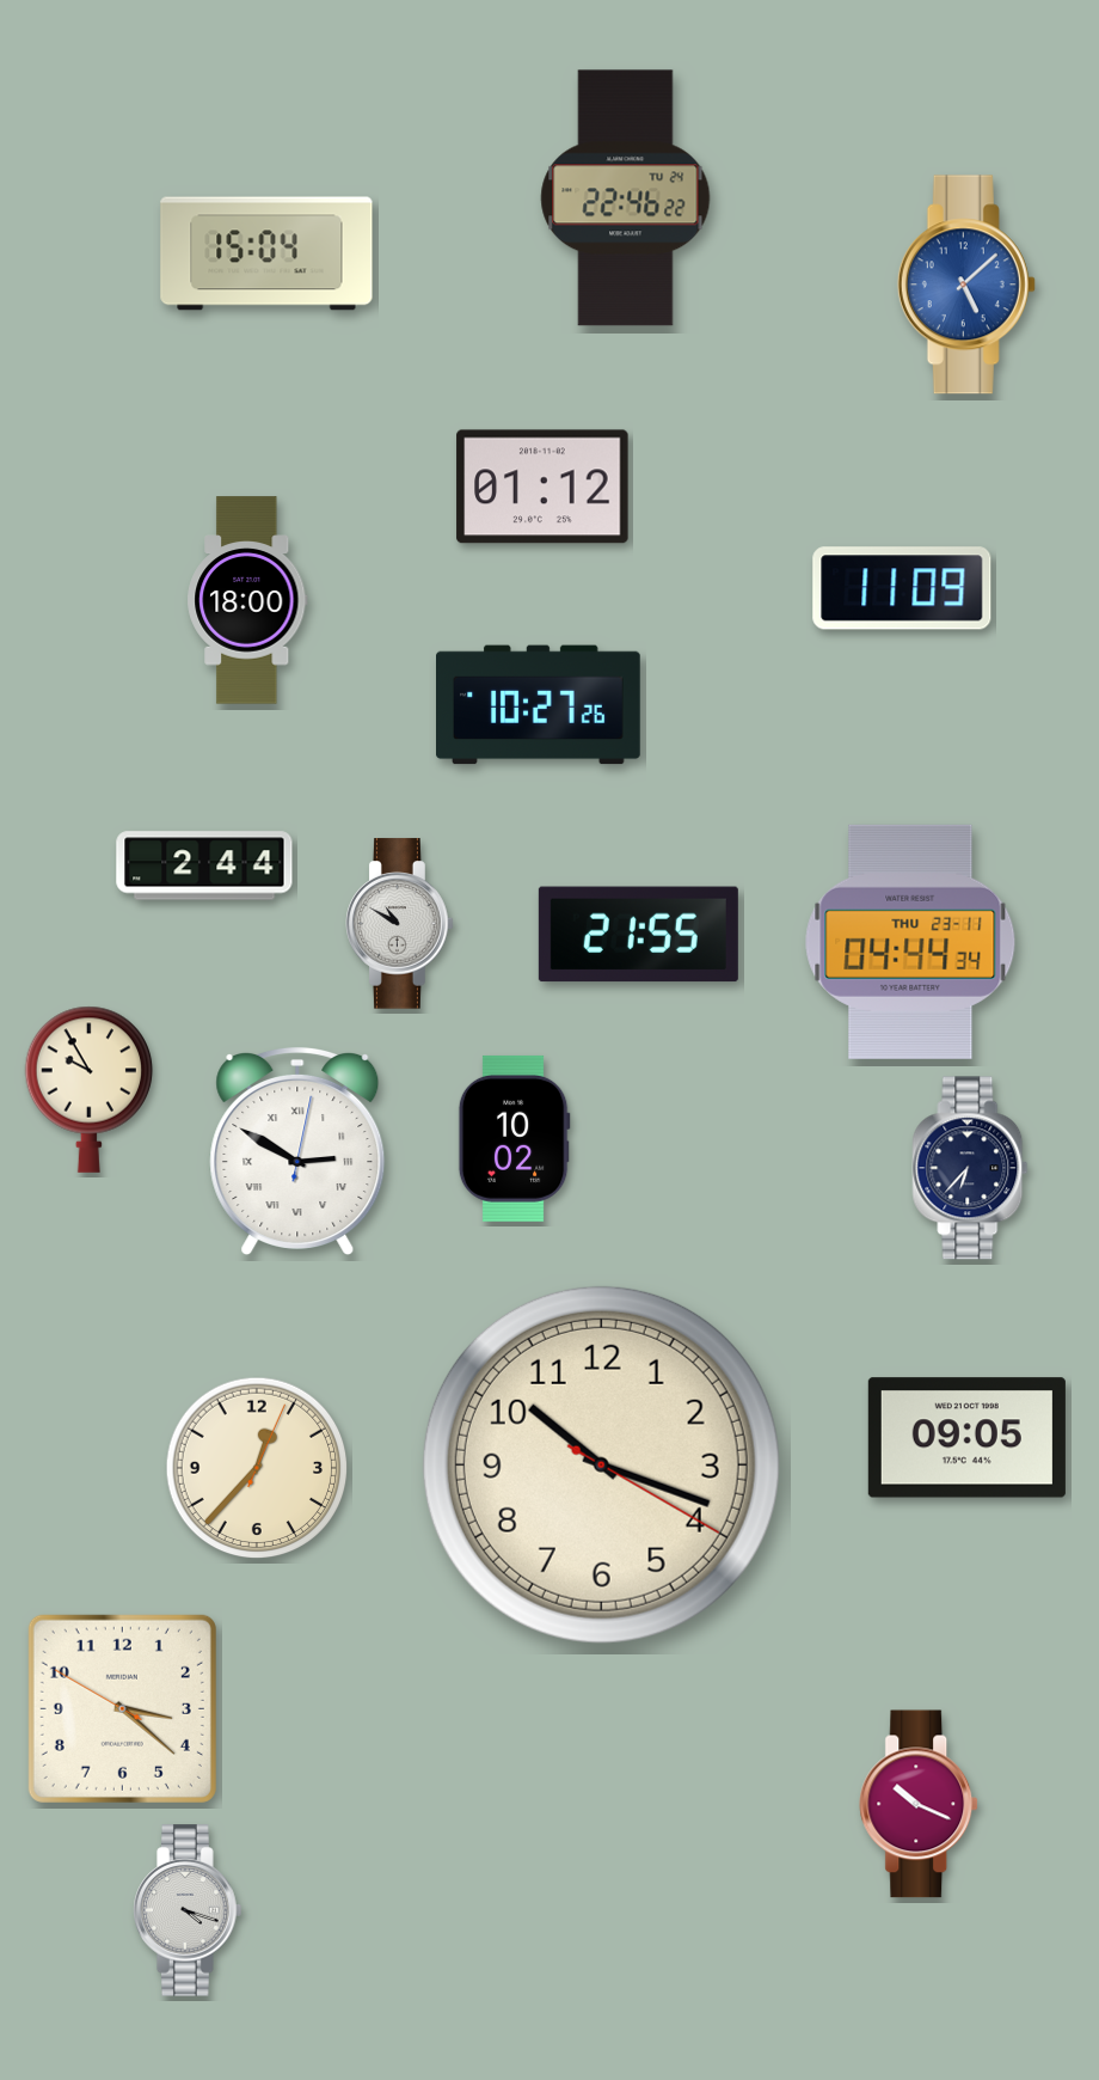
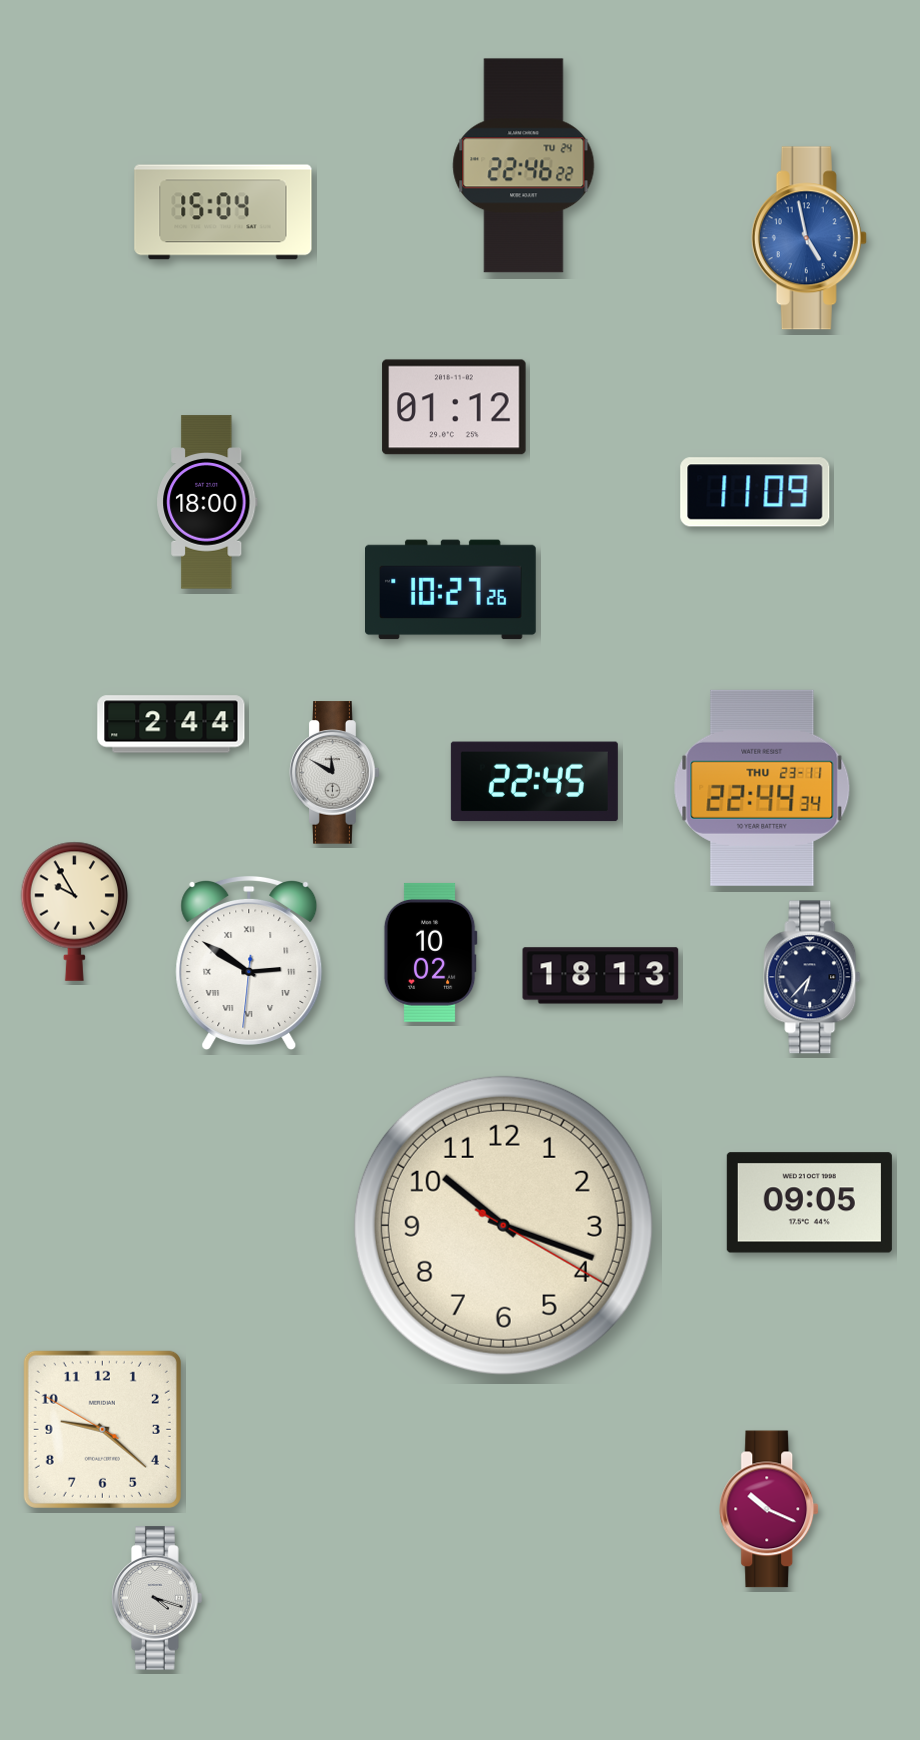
clock at (966, 285): 5:08 -> 4:58
clock at (400, 924): 10:50 -> 11:50
clock at (638, 935): 21:55 -> 22:45
clock at (910, 942): 04:44 -> 22:44
clock at (297, 1151): 2:50:02 -> 2:50:31
clock at (601, 976): none -> 18:13
clock at (257, 1468): 12:37 -> none
clock at (122, 1708): 3:21 -> 9:21
